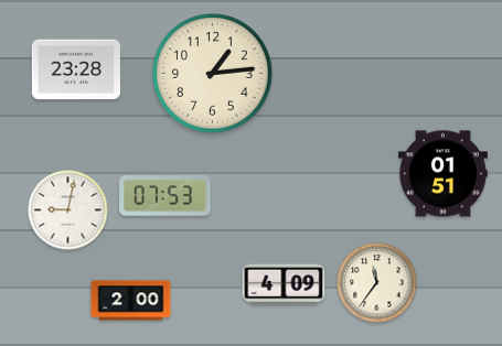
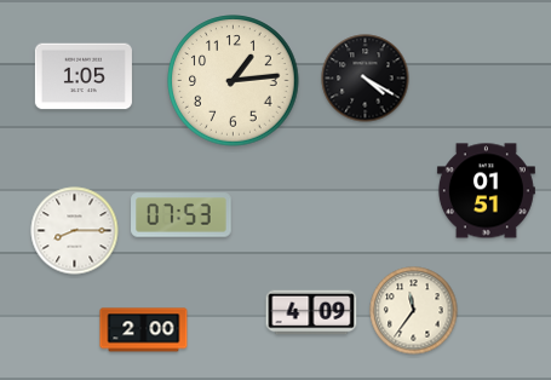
clock at (76, 69): 23:28 -> 1:05
clock at (366, 79): none -> 4:20
clock at (68, 210): 9:02 -> 8:15
